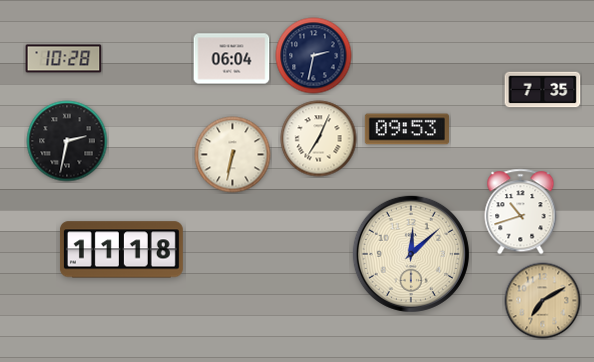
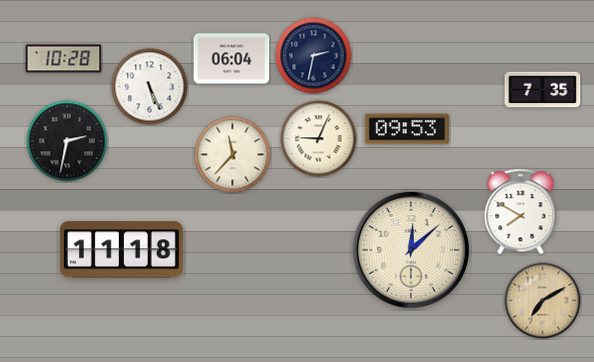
clock at (150, 87): none -> 5:26
clock at (319, 139): 7:04 -> 9:04
clock at (233, 155): 6:32 -> 11:37
clock at (521, 212): 10:42 -> 7:50
clock at (411, 254) position: (411, 254) -> (411, 250)
